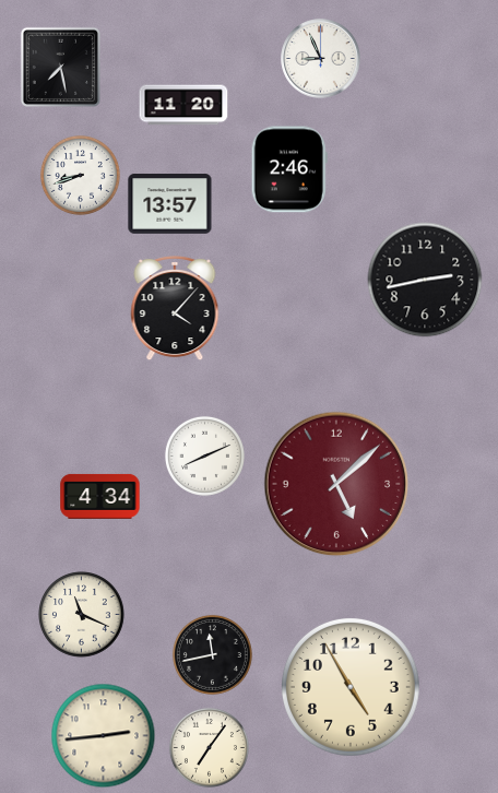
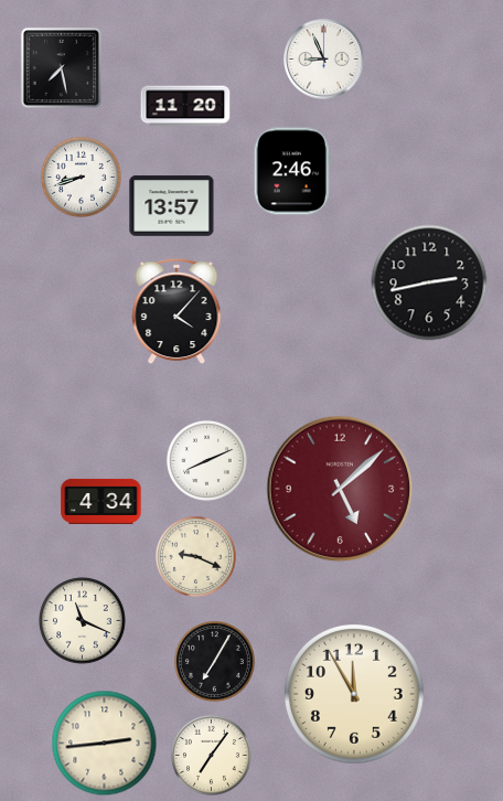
clock at (195, 556): none -> 9:19
clock at (212, 654): 11:43 -> 7:05
clock at (351, 687): 4:55 -> 11:55
